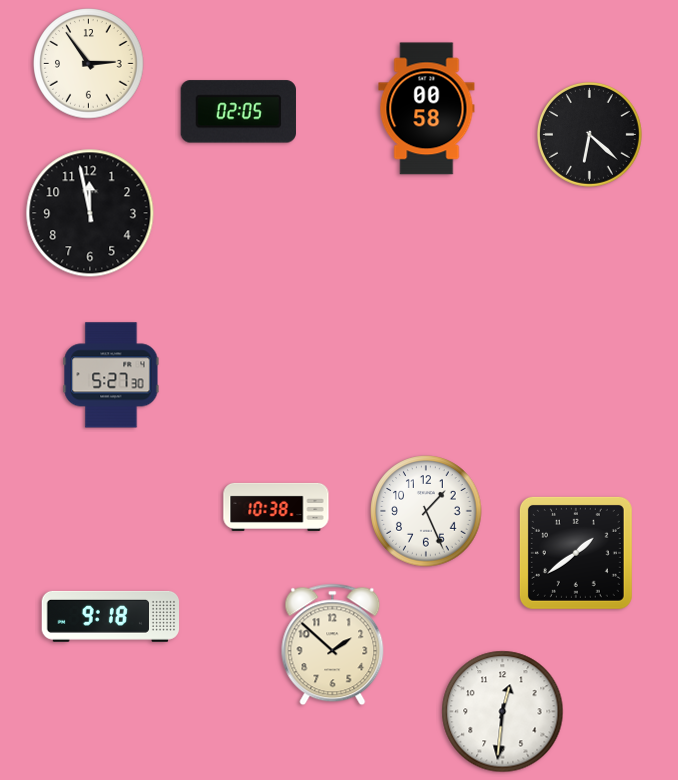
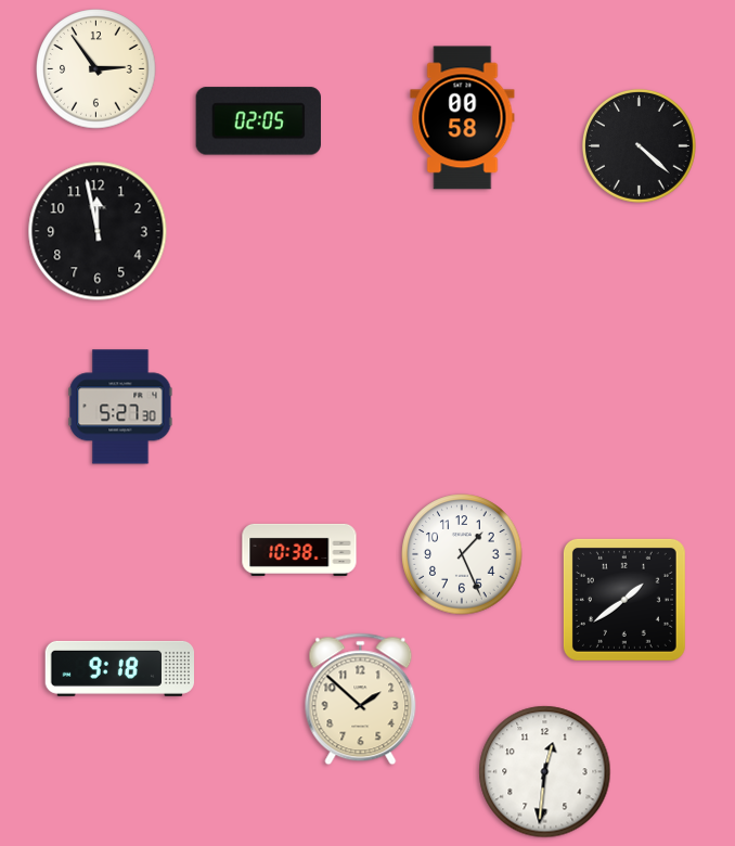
clock at (589, 134): 6:22 -> 4:22
